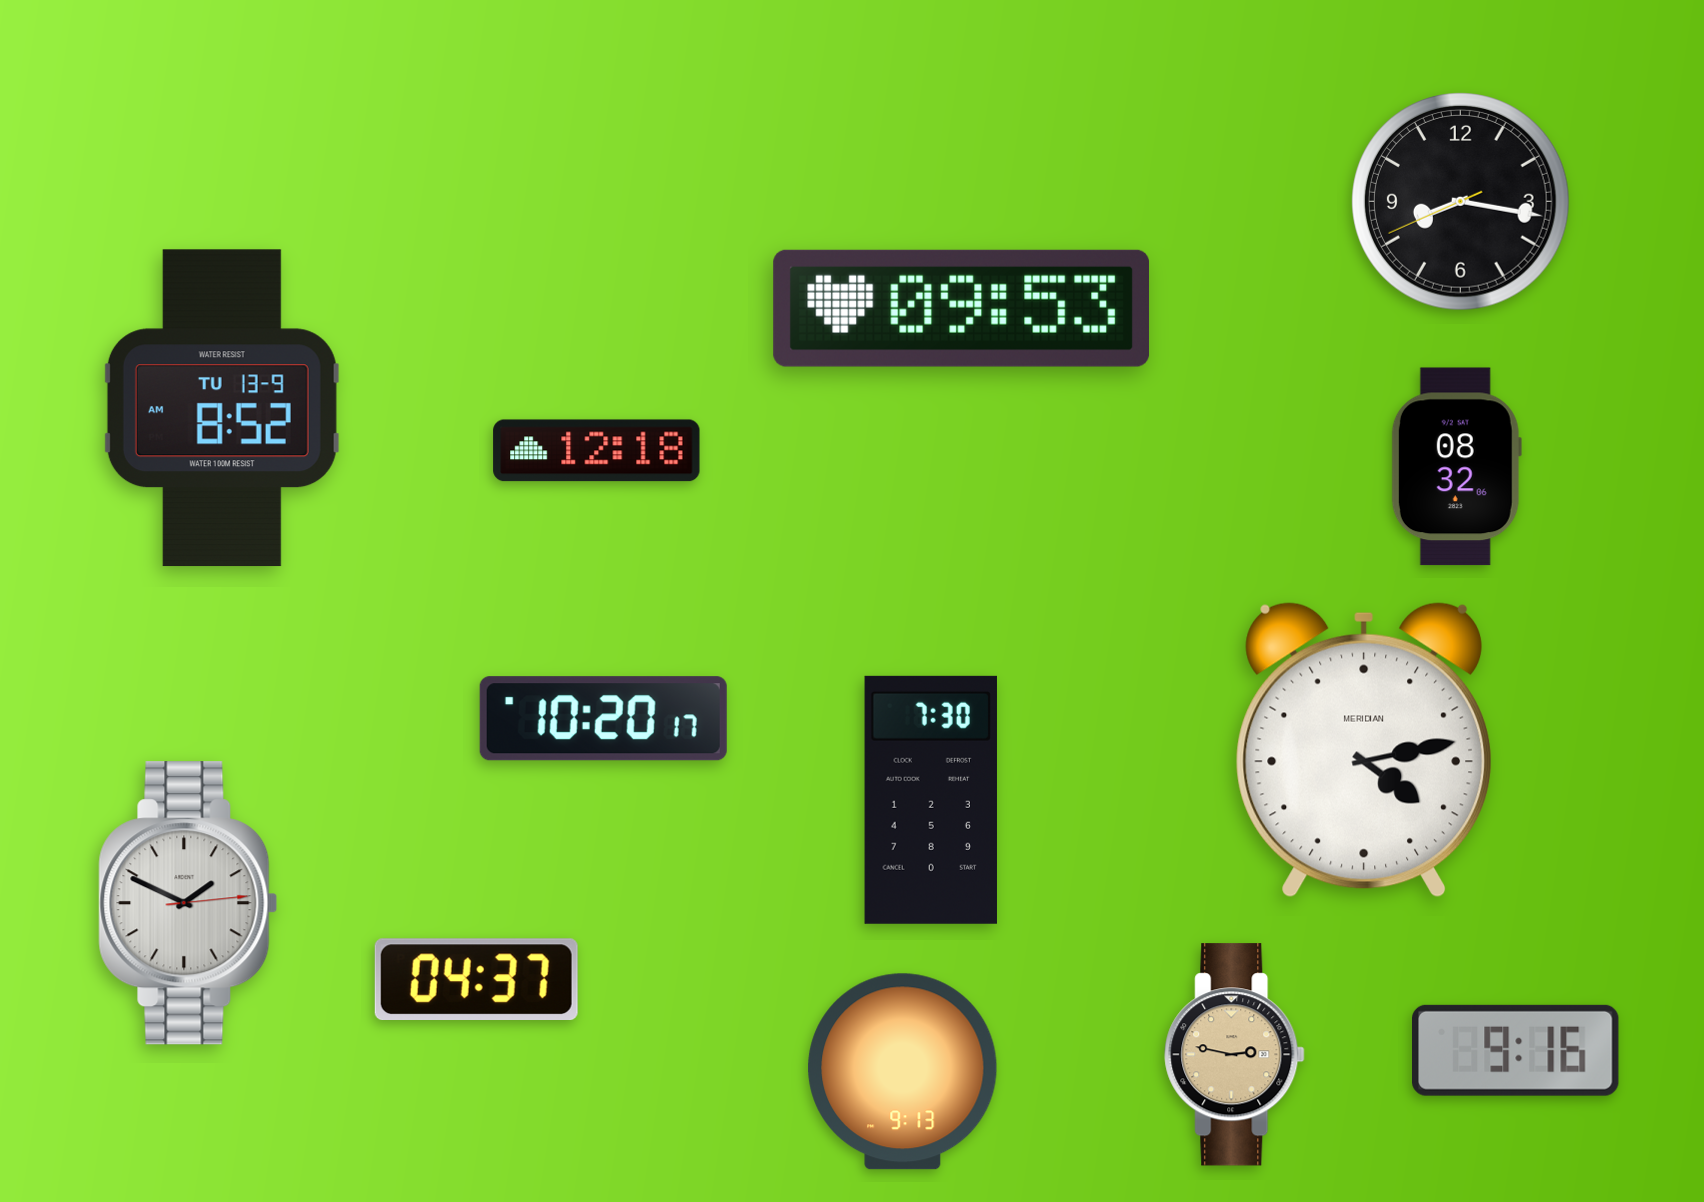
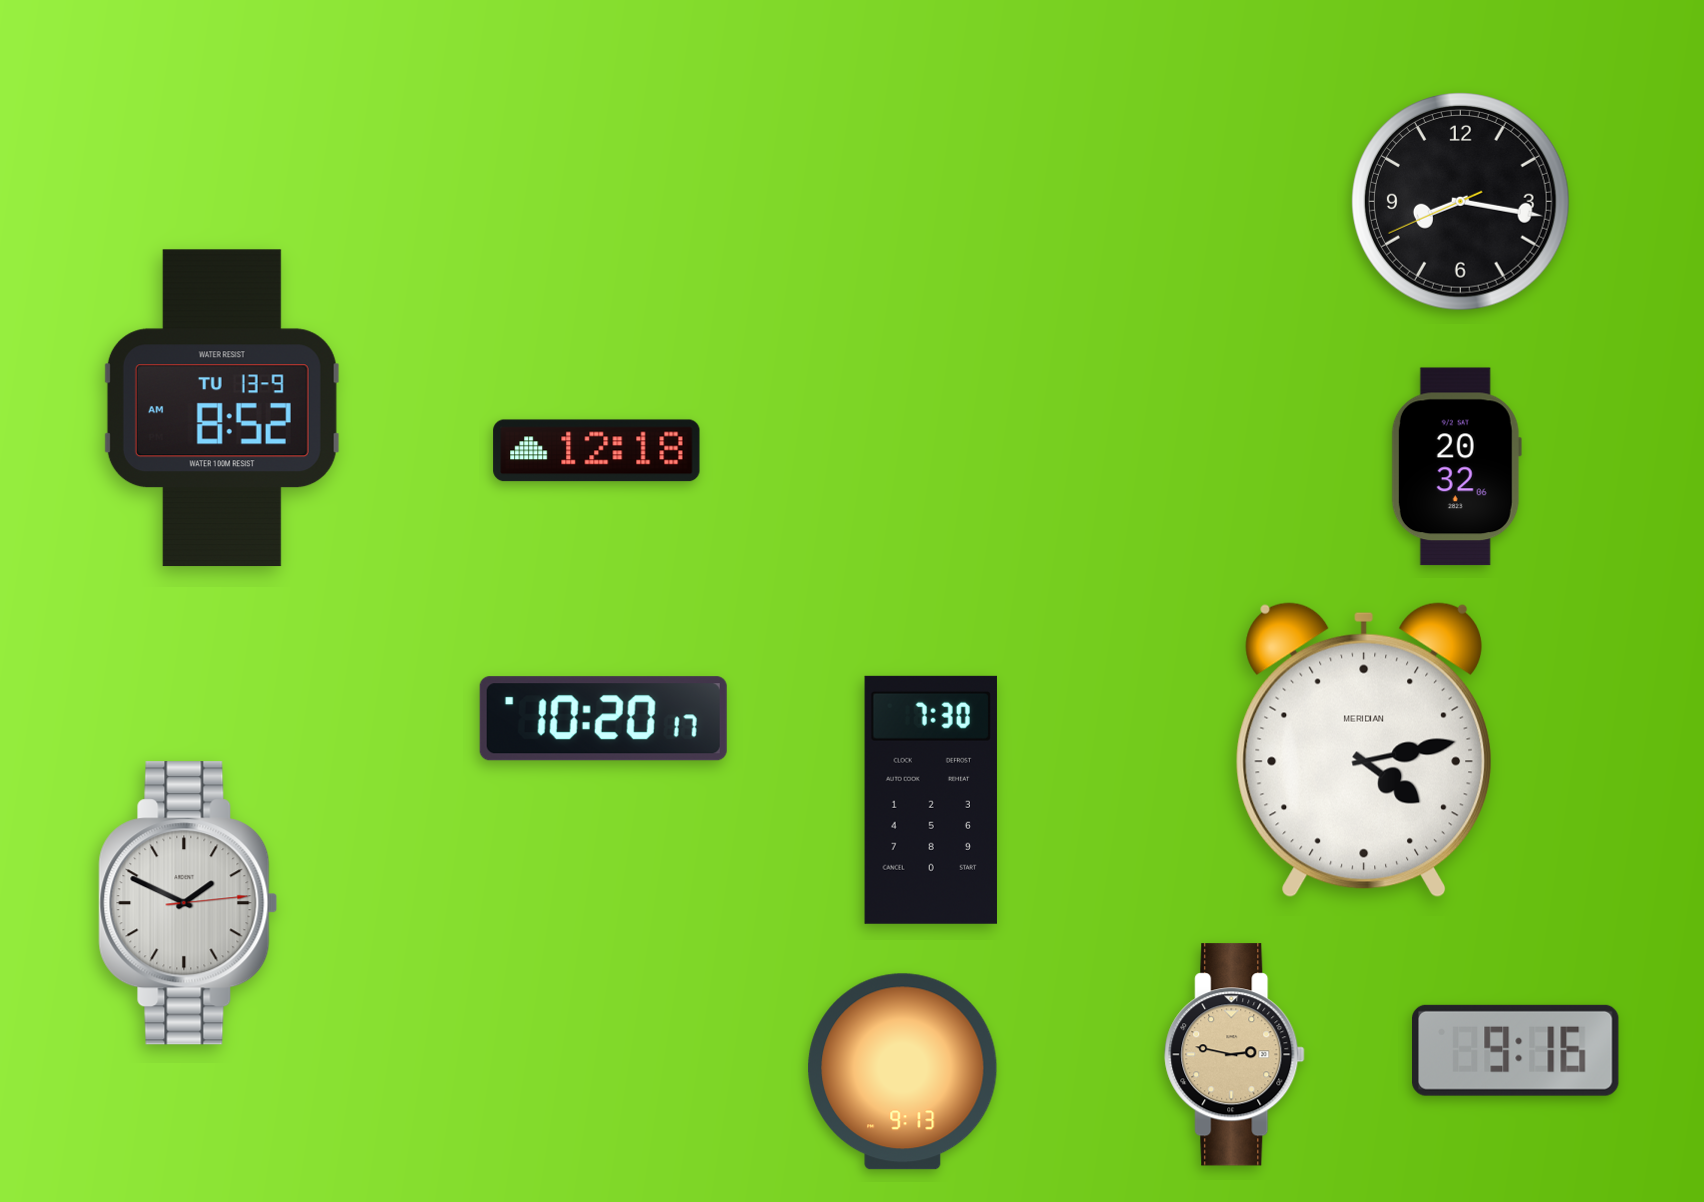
clock at (962, 308): 09:53 -> none
clock at (1456, 467): 08:32 -> 20:32
clock at (476, 979): 04:37 -> none
